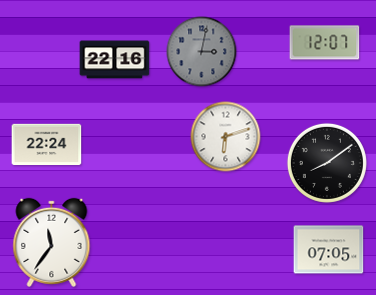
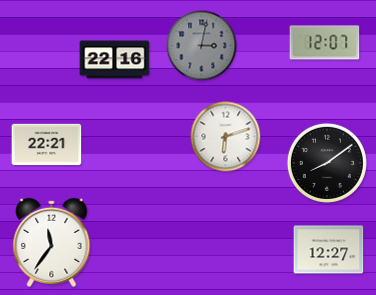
clock at (202, 52) position: (202, 52) -> (202, 46)
clock at (47, 144): 22:24 -> 22:21
clock at (329, 250): 07:05 -> 12:27
